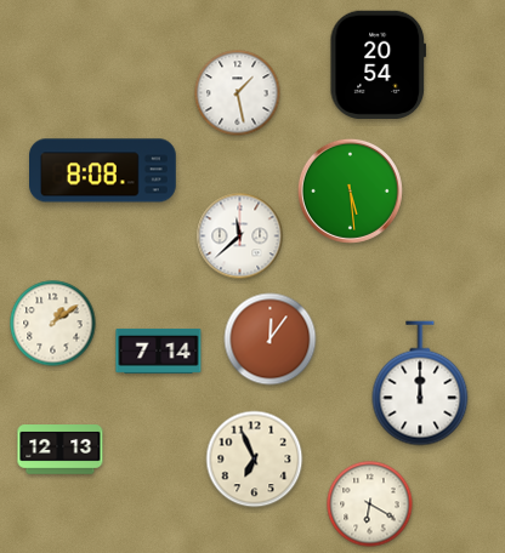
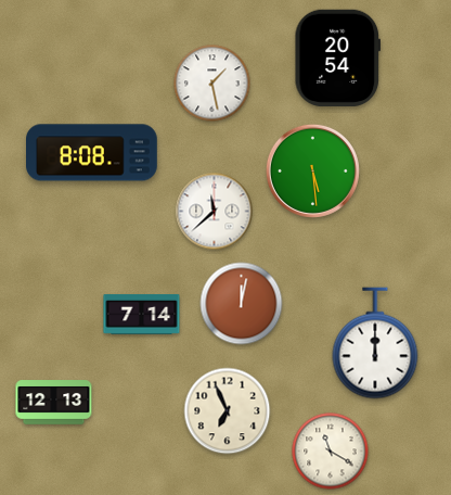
clock at (53, 324): 1:09 -> none
clock at (271, 340): 12:06 -> 12:02
clock at (370, 504): 6:20 -> 11:20
